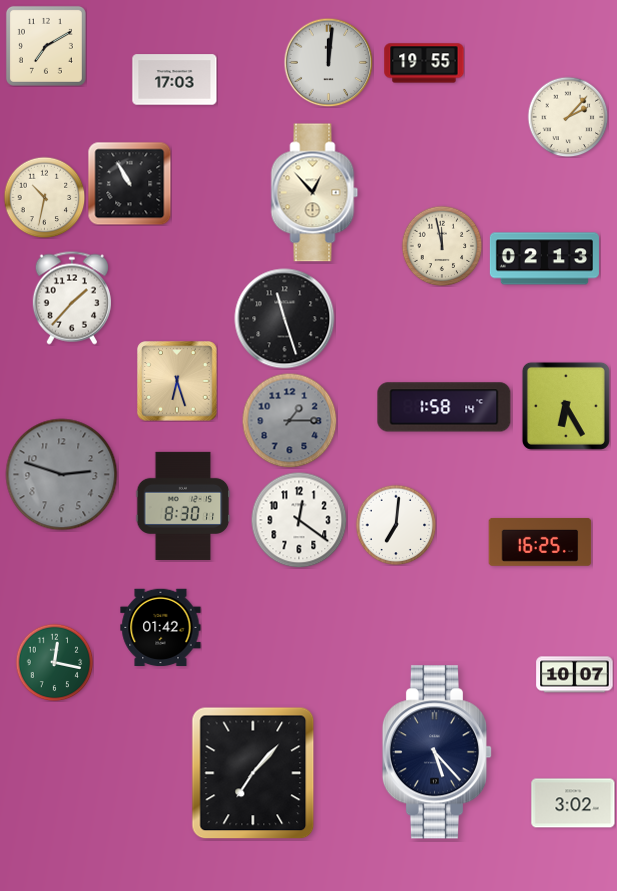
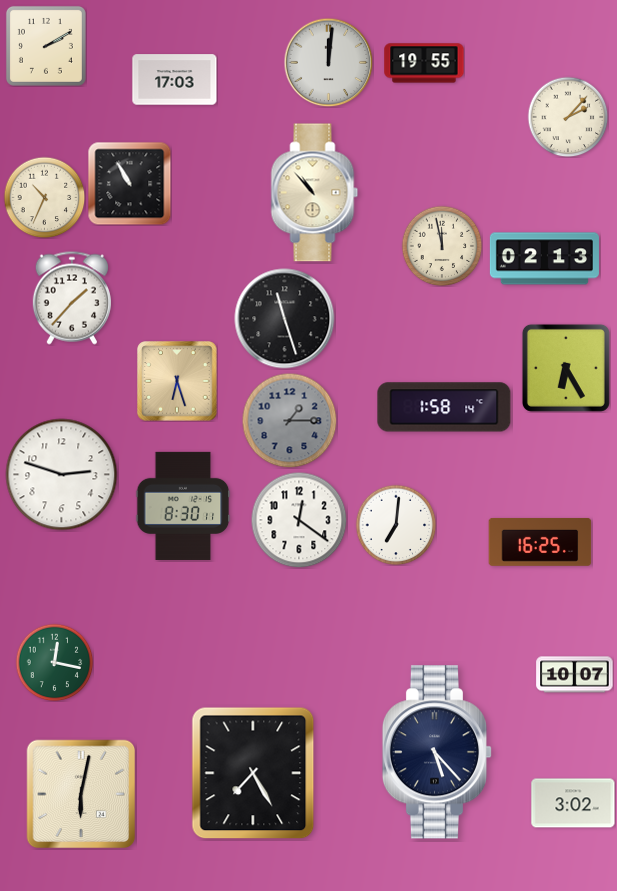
clock at (46, 46): 7:10 -> 2:10
clock at (315, 193): 12:53 -> 10:53
clock at (44, 197): 10:32 -> 10:34
clock at (566, 406) position: (566, 406) -> (566, 368)
clock at (62, 475) dial: grey -> white
clock at (161, 627): 01:42 -> none
clock at (253, 773): 7:07 -> 7:25
clock at (81, 794): none -> 6:02
